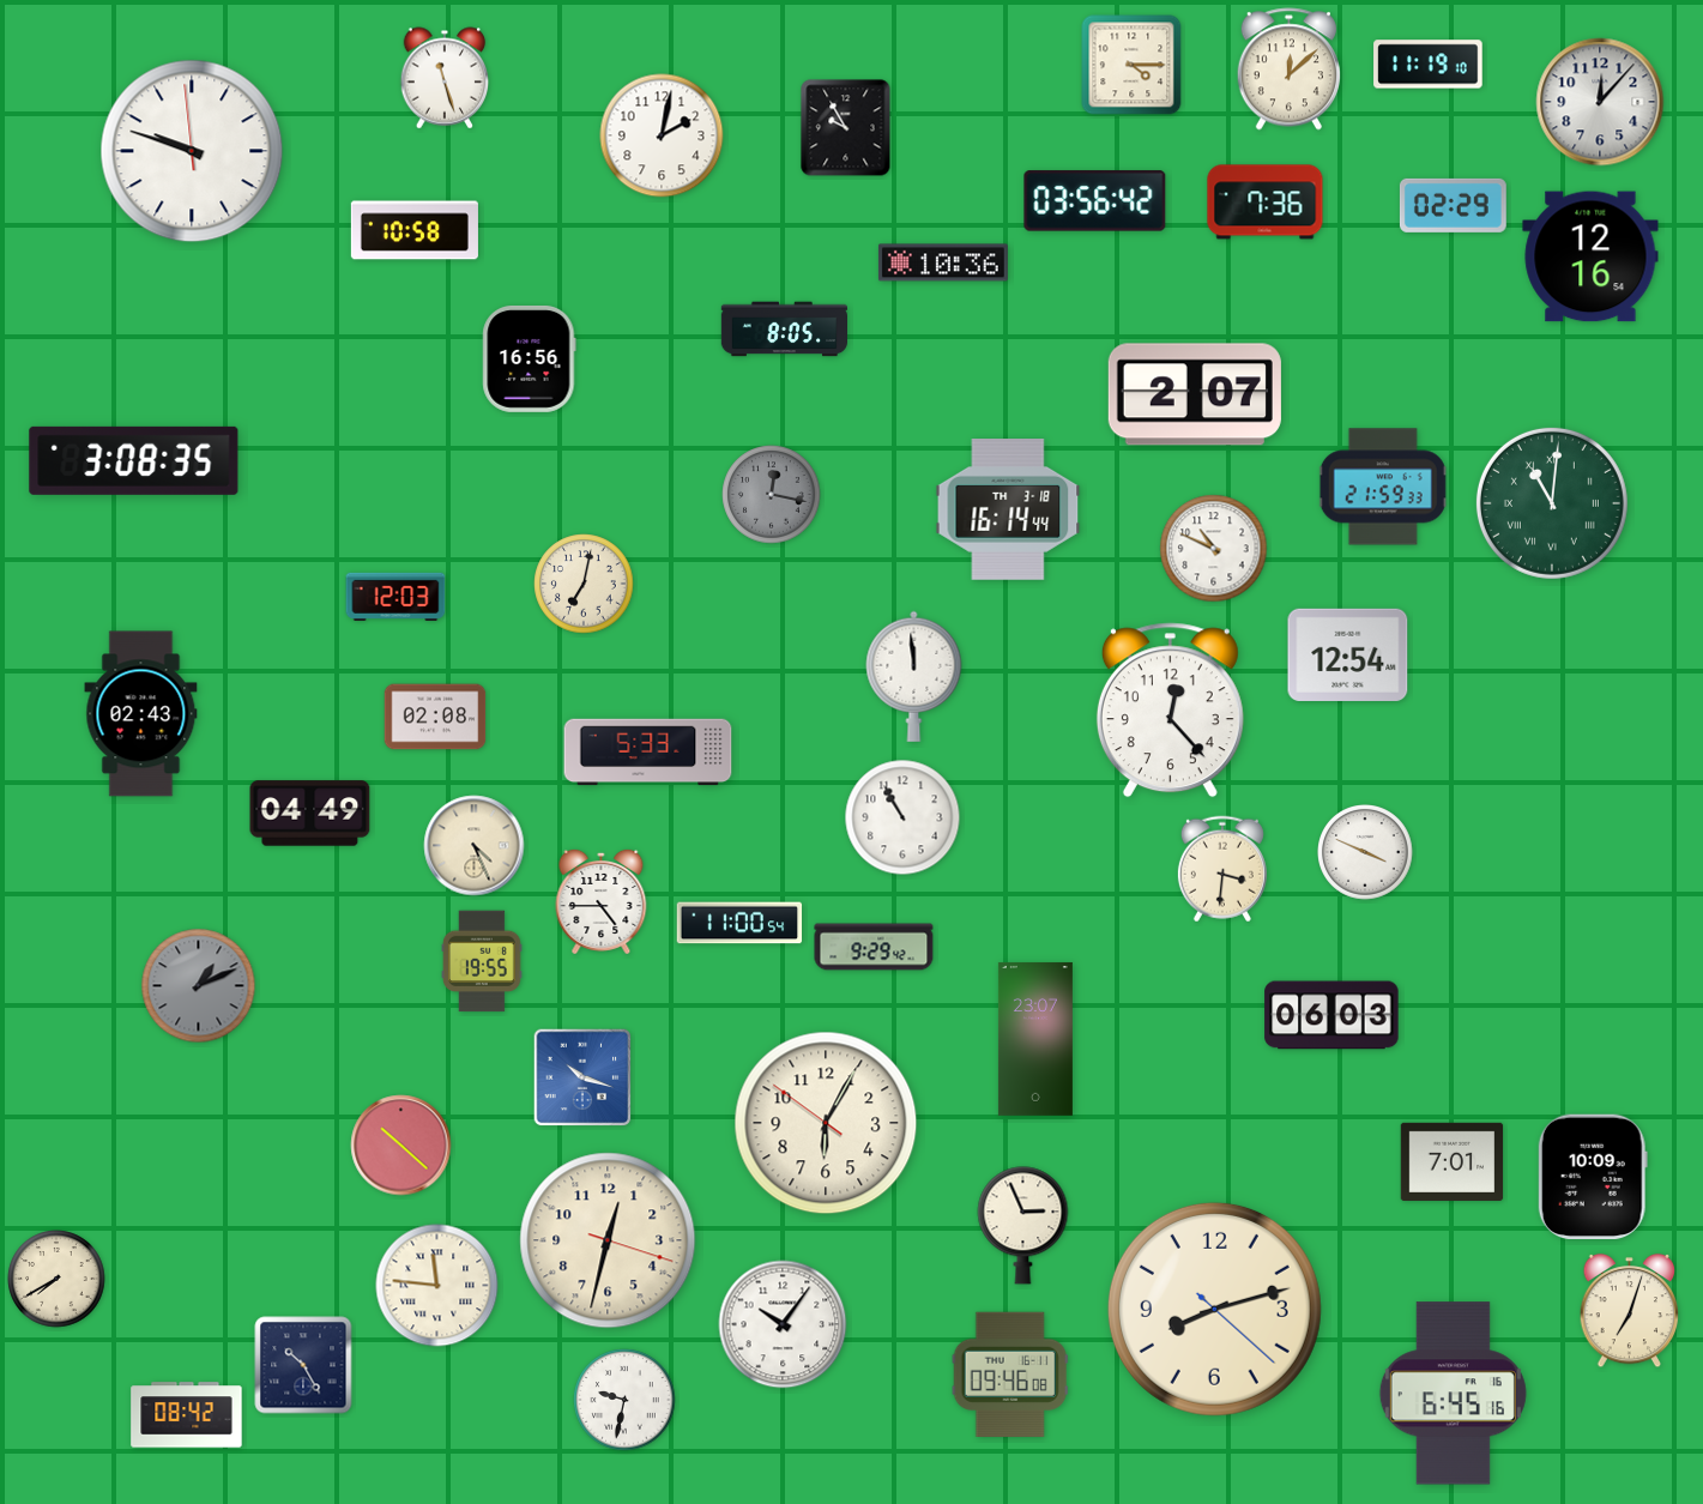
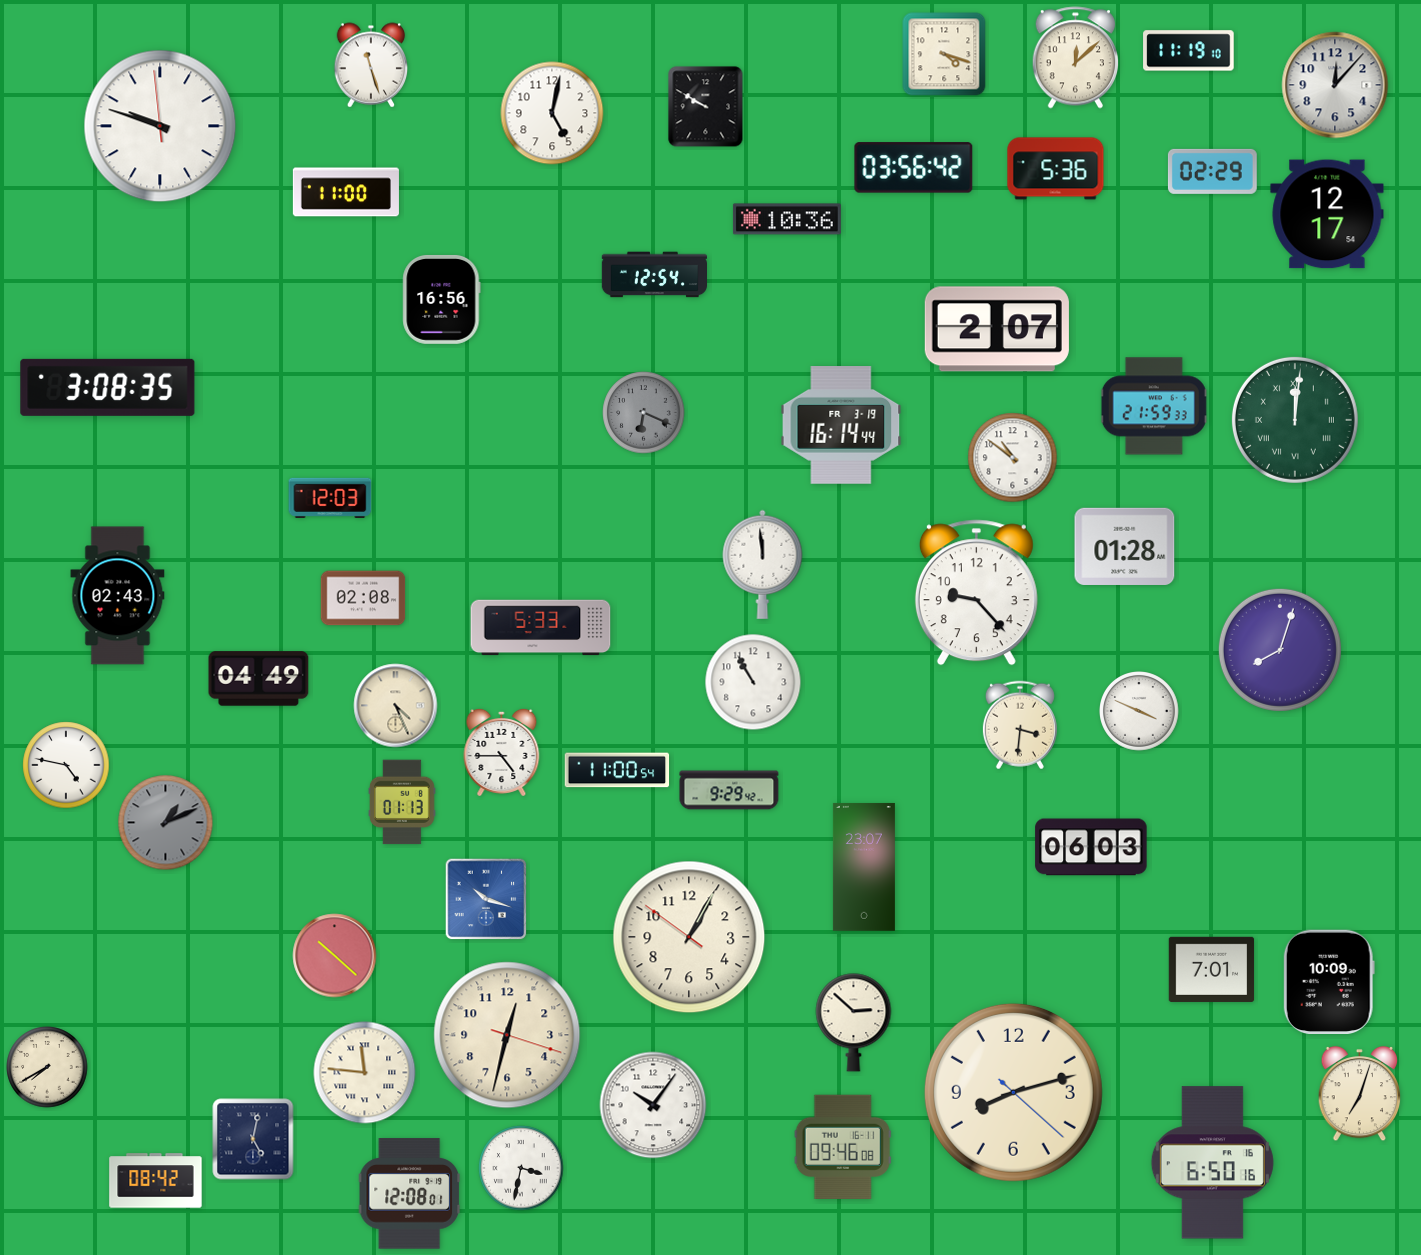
clock at (1131, 65): 4:15 -> 4:18
clock at (1429, 65) position: (1429, 65) -> (1189, 51)
clock at (846, 128): 9:55 -> 9:50
clock at (662, 135): 2:02 -> 5:02
clock at (1266, 203): 7:36 -> 5:36
clock at (415, 230): 10:58 -> 11:00
clock at (1590, 256): 12:16 -> 12:17
clock at (785, 330): 8:05 -> 12:54
clock at (134, 460) position: (134, 460) -> (108, 387)
clock at (772, 495): 12:17 -> 6:19
clock at (1552, 503): 11:01 -> 12:01
clock at (1008, 509) date: TH 3-18 -> FR 3-19
clock at (1214, 549): 10:49 -> 10:51
clock at (584, 584): 7:02 -> none
clock at (1348, 654): 12:54 -> 01:28
clock at (1170, 711): 12:23 -> 9:23
clock at (1280, 650): none -> 8:03
clock at (66, 765): none -> 4:47
clock at (483, 961): 19:55 -> 01:13
clock at (1331, 1015) position: (1331, 1015) -> (1091, 847)
clock at (826, 1123): 6:04 -> 1:04
clock at (1023, 1226): 2:56 -> 2:52
clock at (303, 1365): 10:25 -> 5:02
clock at (1453, 1394): 6:45 -> 6:50
clock at (624, 1400): 9:32 -> 3:32
clock at (409, 1194): none -> 12:08
